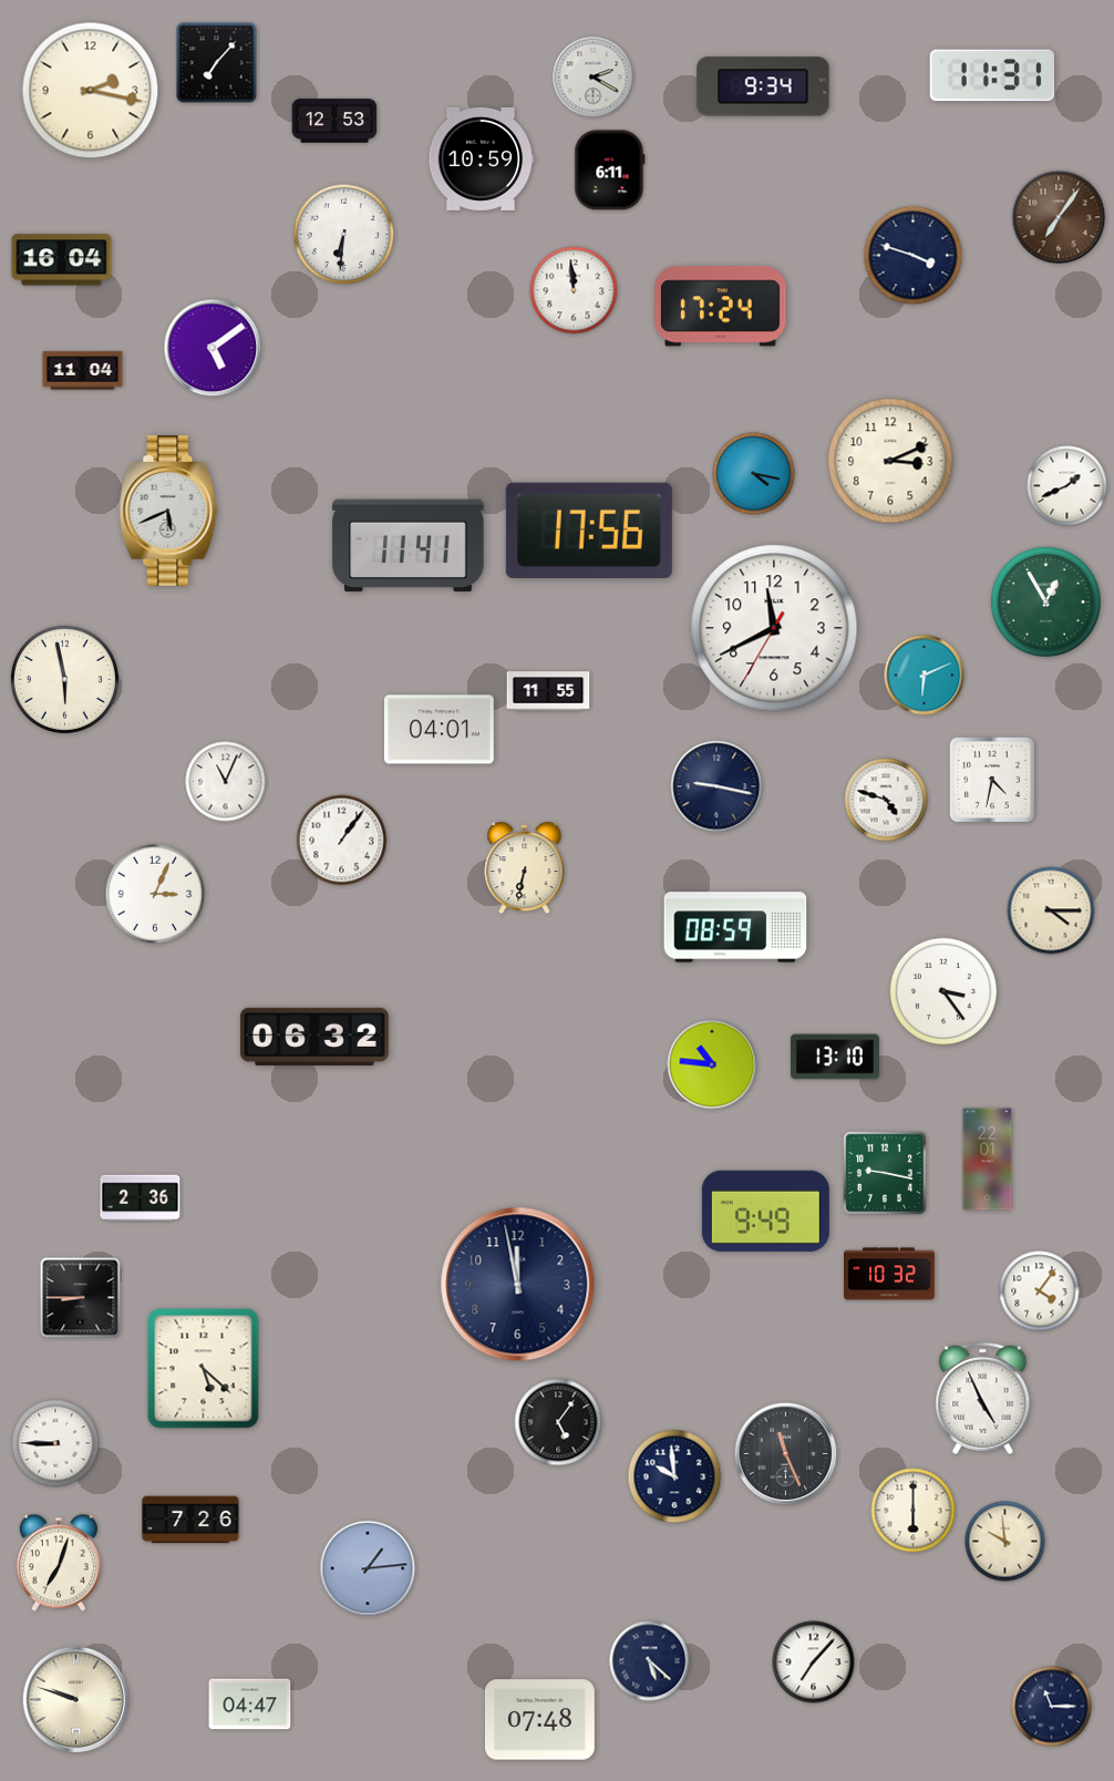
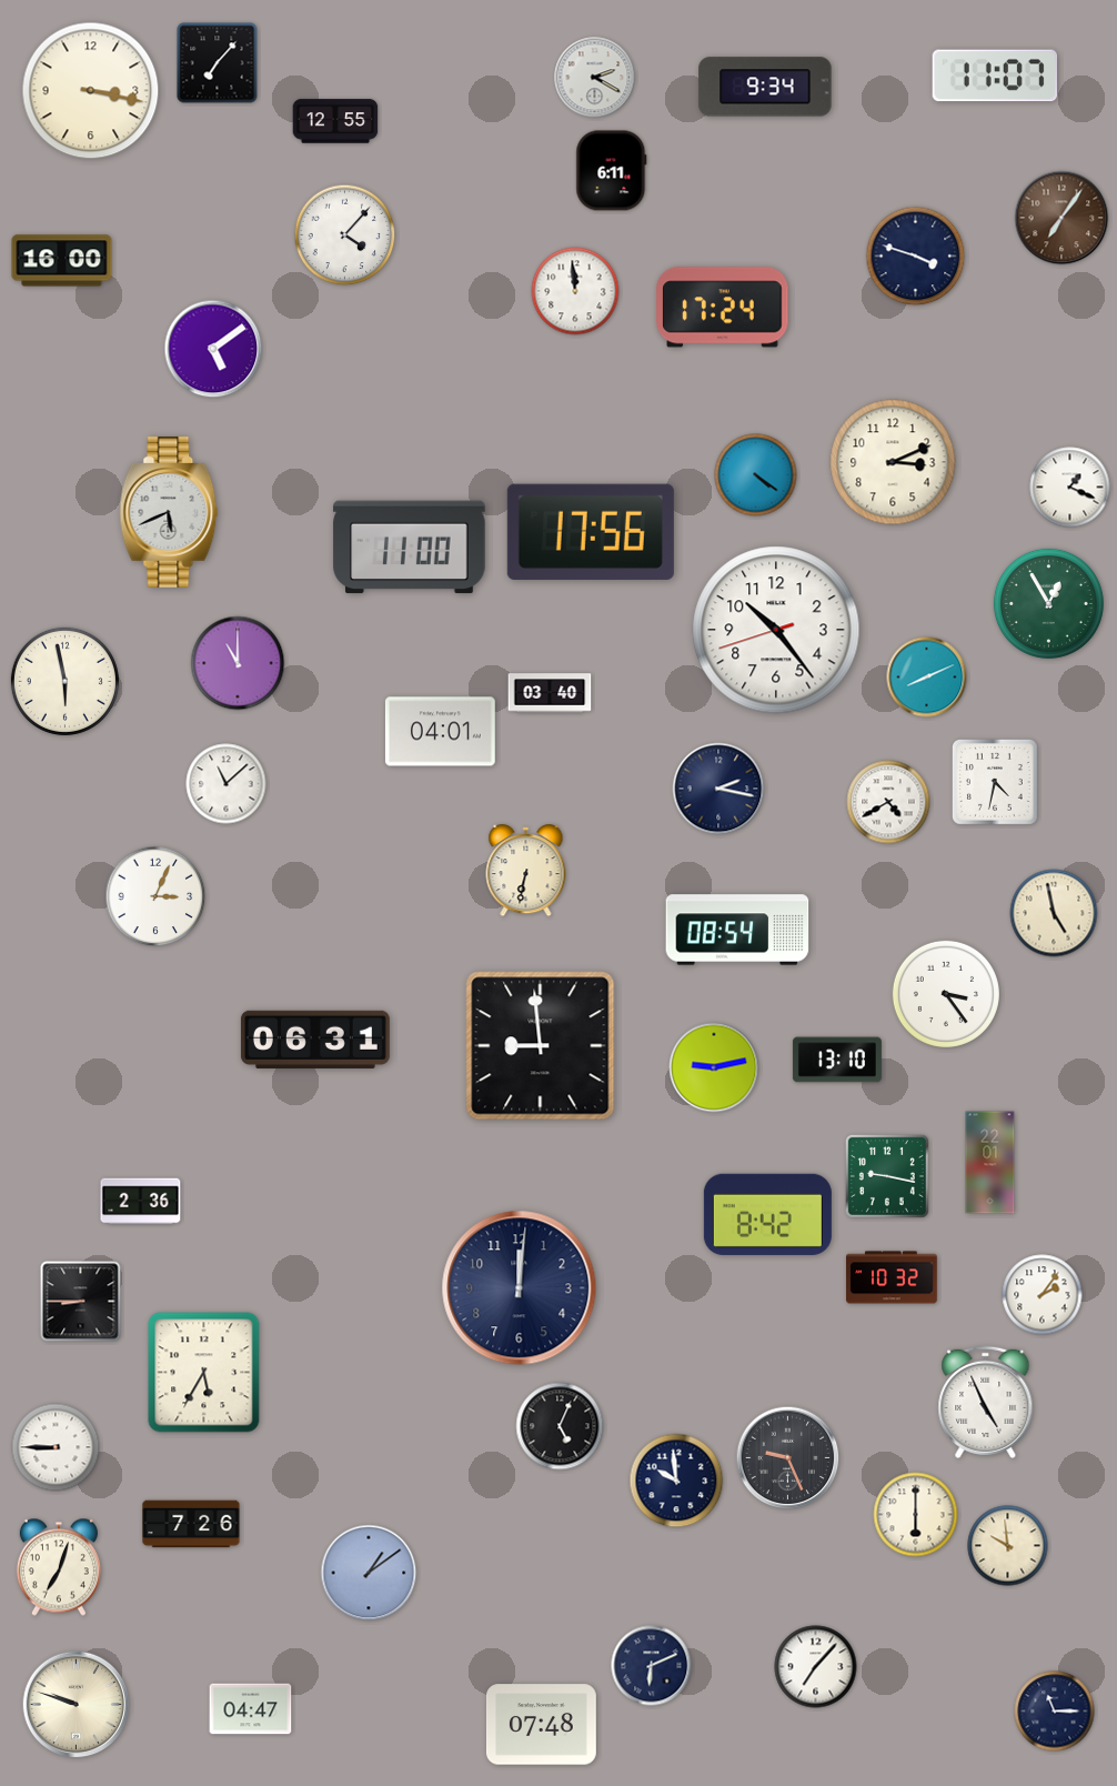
clock at (991, 75): 11:31 -> 11:07
clock at (91, 91): 2:17 -> 3:17
clock at (334, 121): 12:53 -> 12:55
clock at (482, 158): 10:59 -> none
clock at (344, 235): 6:31 -> 4:07
clock at (62, 260): 16:04 -> 16:00
clock at (83, 371): 11:04 -> none
clock at (754, 474): 4:17 -> 4:21
clock at (1067, 486): 1:41 -> 1:19
clock at (409, 546): 11:41 -> 11:00
clock at (774, 628): 11:40 -> 10:23
clock at (238, 663): none -> 11:00
clock at (925, 676): 6:11 -> 8:11
clock at (548, 691): 11:55 -> 03:40
clock at (226, 782): 11:04 -> 11:08
clock at (716, 786): 9:17 -> 2:17
clock at (886, 800): 4:48 -> 4:40
clock at (342, 841): 1:06 -> none
clock at (1051, 910): 4:15 -> 4:58
clock at (735, 927): 08:59 -> 08:54
clock at (314, 1037): 06:32 -> 06:31
clock at (541, 1046): none -> 8:59
clock at (712, 1064): 10:46 -> 9:13
clock at (765, 1211): 9:49 -> 8:42
clock at (518, 1285): 11:58 -> 12:01
clock at (1040, 1291): 4:06 -> 2:06
clock at (204, 1369): 5:22 -> 5:35
clock at (558, 1422): 5:06 -> 5:04
clock at (786, 1454): 11:26 -> 9:26
clock at (368, 1568): 1:14 -> 1:09
clock at (650, 1661): 5:22 -> 6:11
